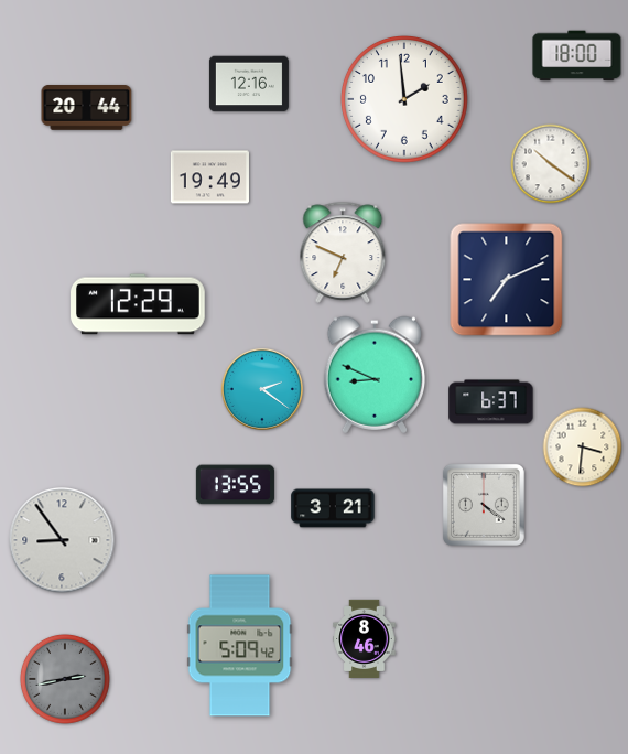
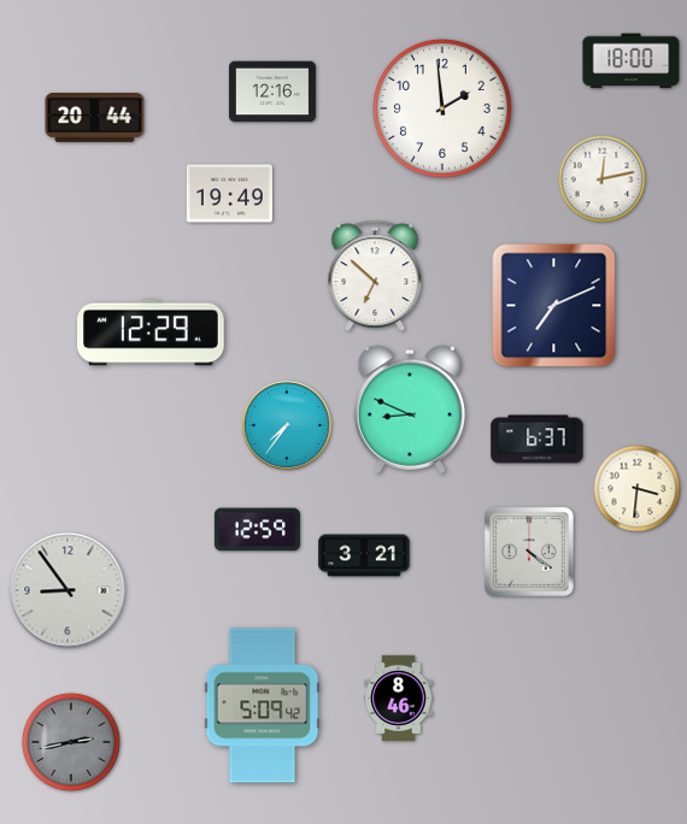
clock at (551, 164): 10:21 -> 12:13
clock at (343, 252): 6:49 -> 6:52
clock at (262, 389): 2:21 -> 7:36
clock at (235, 485): 13:55 -> 12:59
